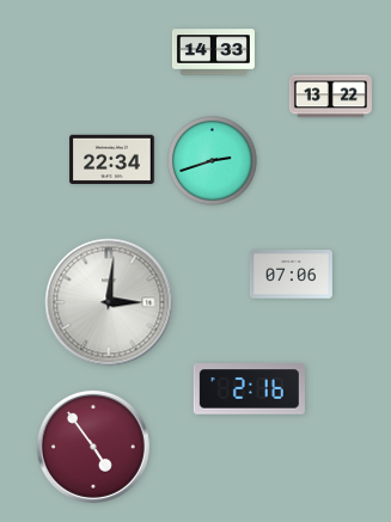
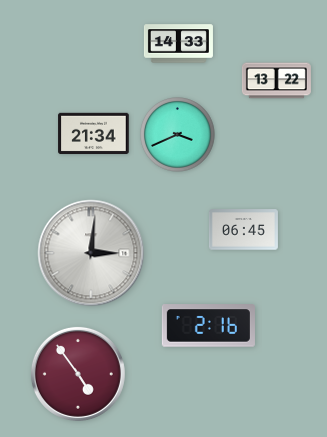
clock at (112, 160): 22:34 -> 21:34
clock at (213, 161): 2:42 -> 3:41
clock at (291, 275): 07:06 -> 06:45
